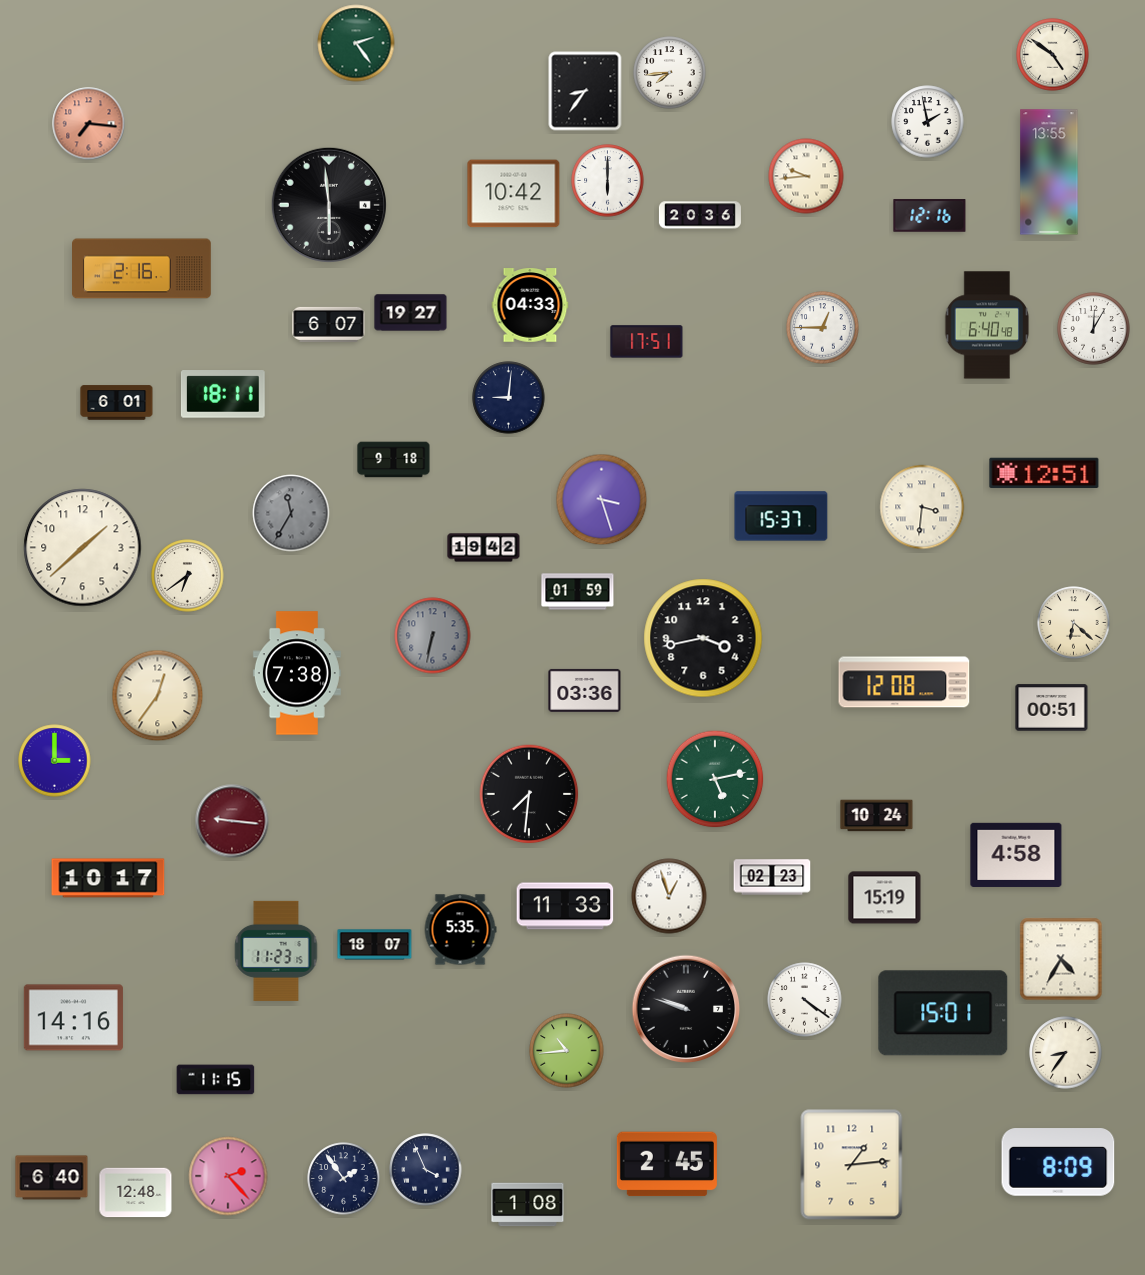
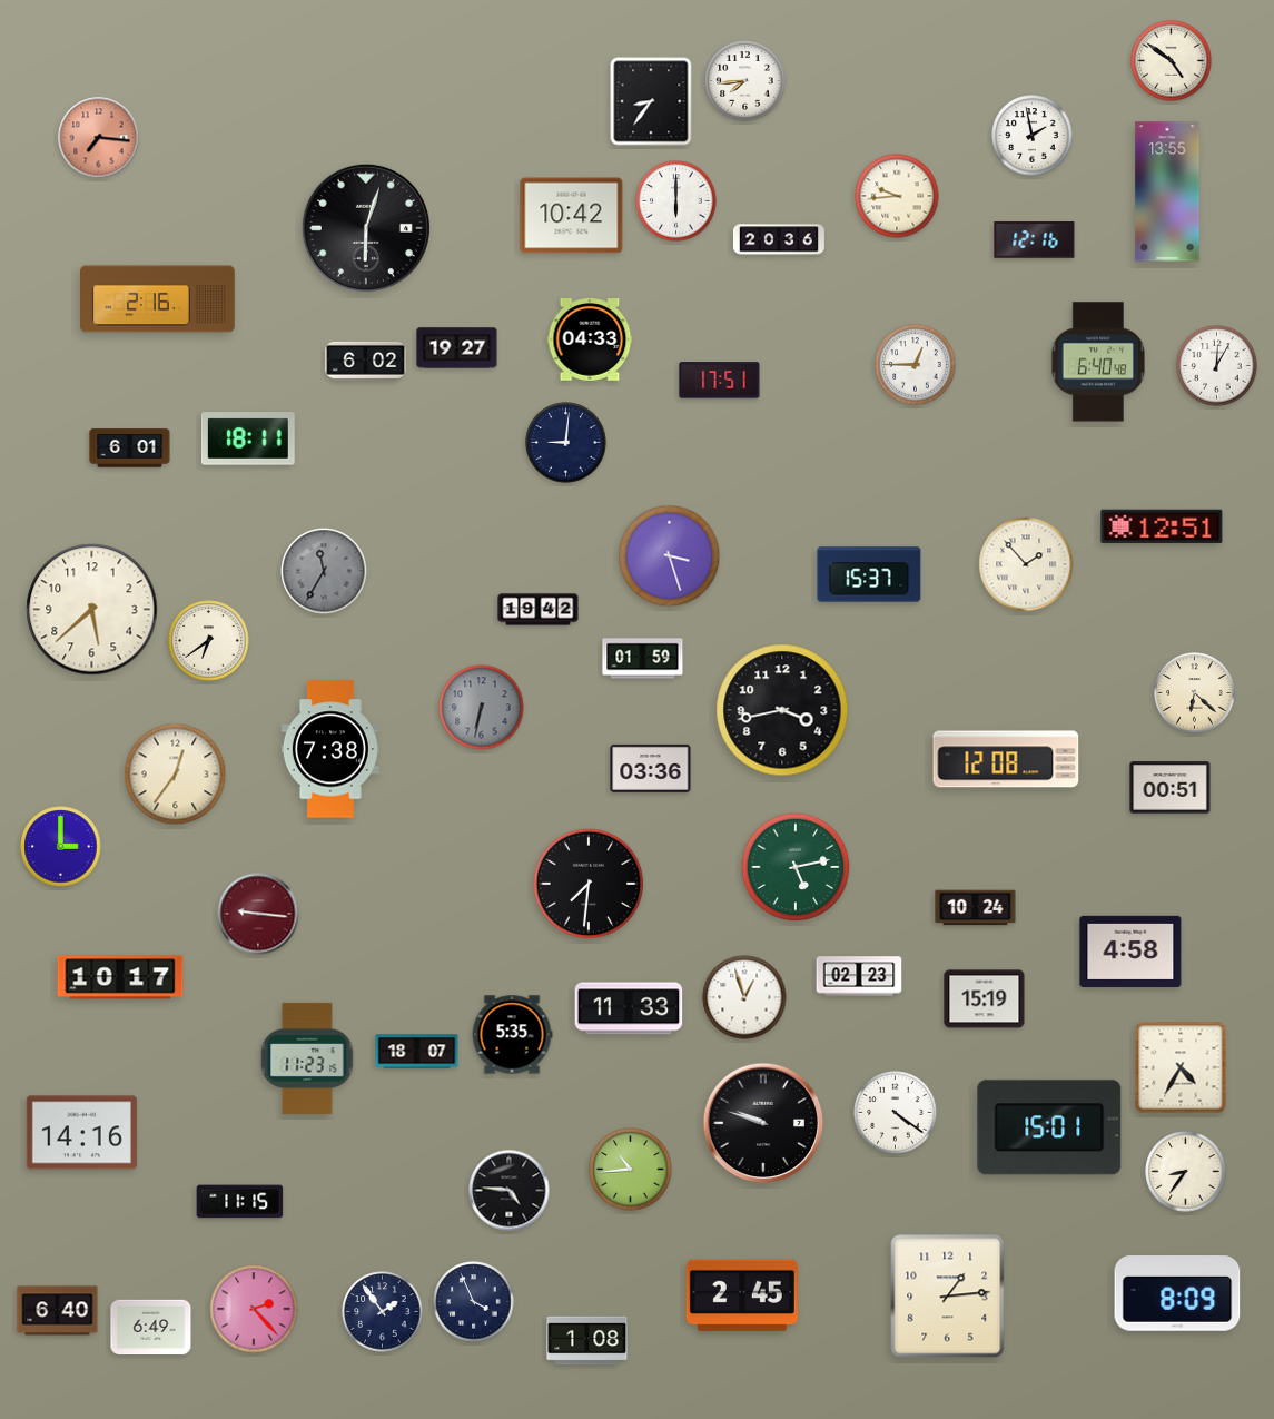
clock at (356, 43): 2:24 -> none
clock at (329, 205): 5:59 -> 6:03
clock at (329, 324): 6:07 -> 6:02
clock at (394, 460): 9:18 -> none
clock at (922, 507): 3:31 -> 1:53
clock at (83, 548): 1:38 -> 5:38
clock at (510, 1191): none -> 4:46
clock at (136, 1193): 12:48 -> 6:49
